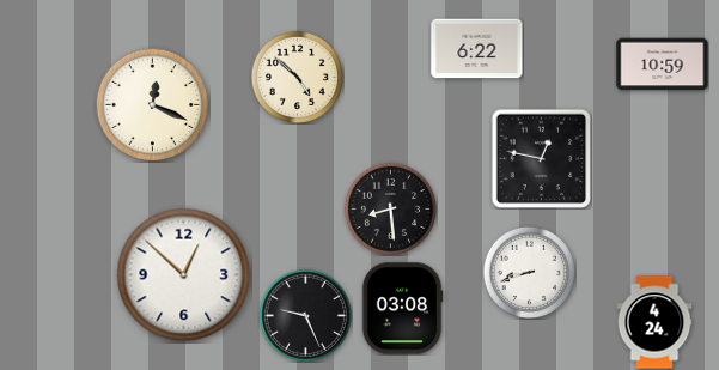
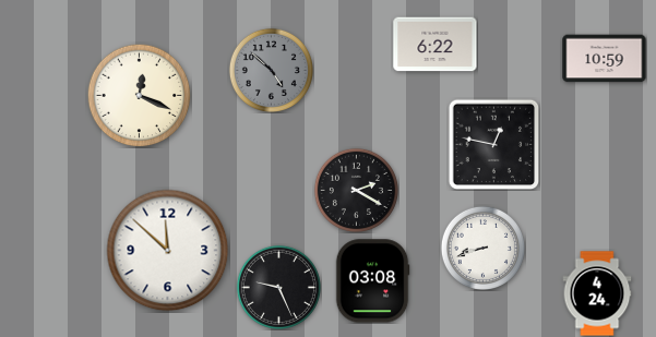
clock at (297, 77) dial: cream -> grey
clock at (390, 208): 8:29 -> 2:20
clock at (184, 275): 12:52 -> 11:52
clock at (402, 309) position: (402, 309) -> (372, 281)
